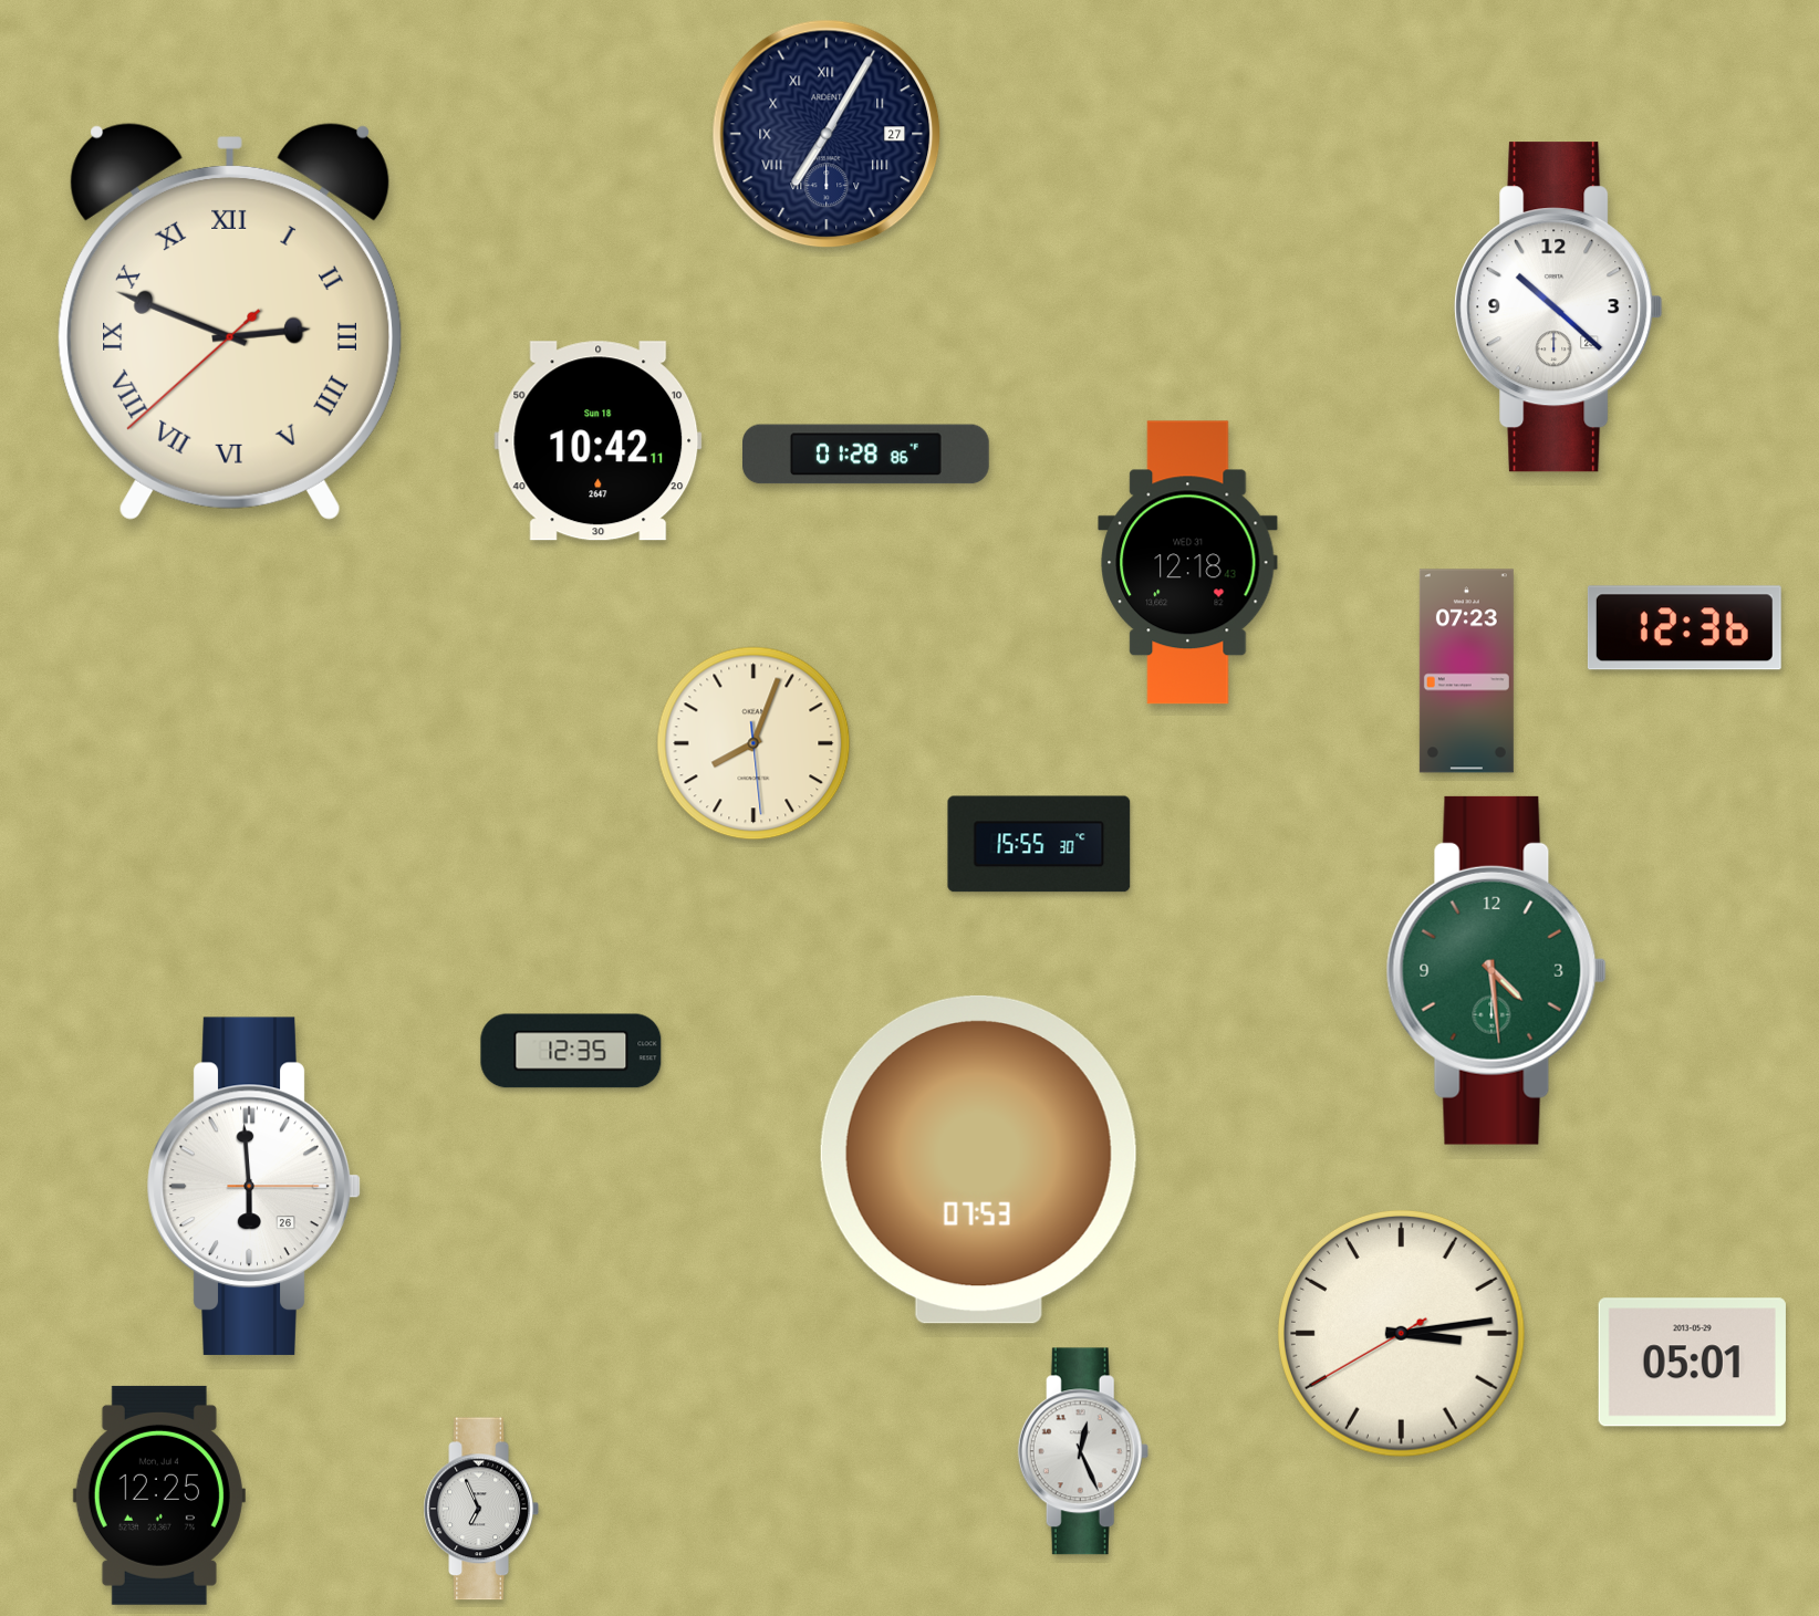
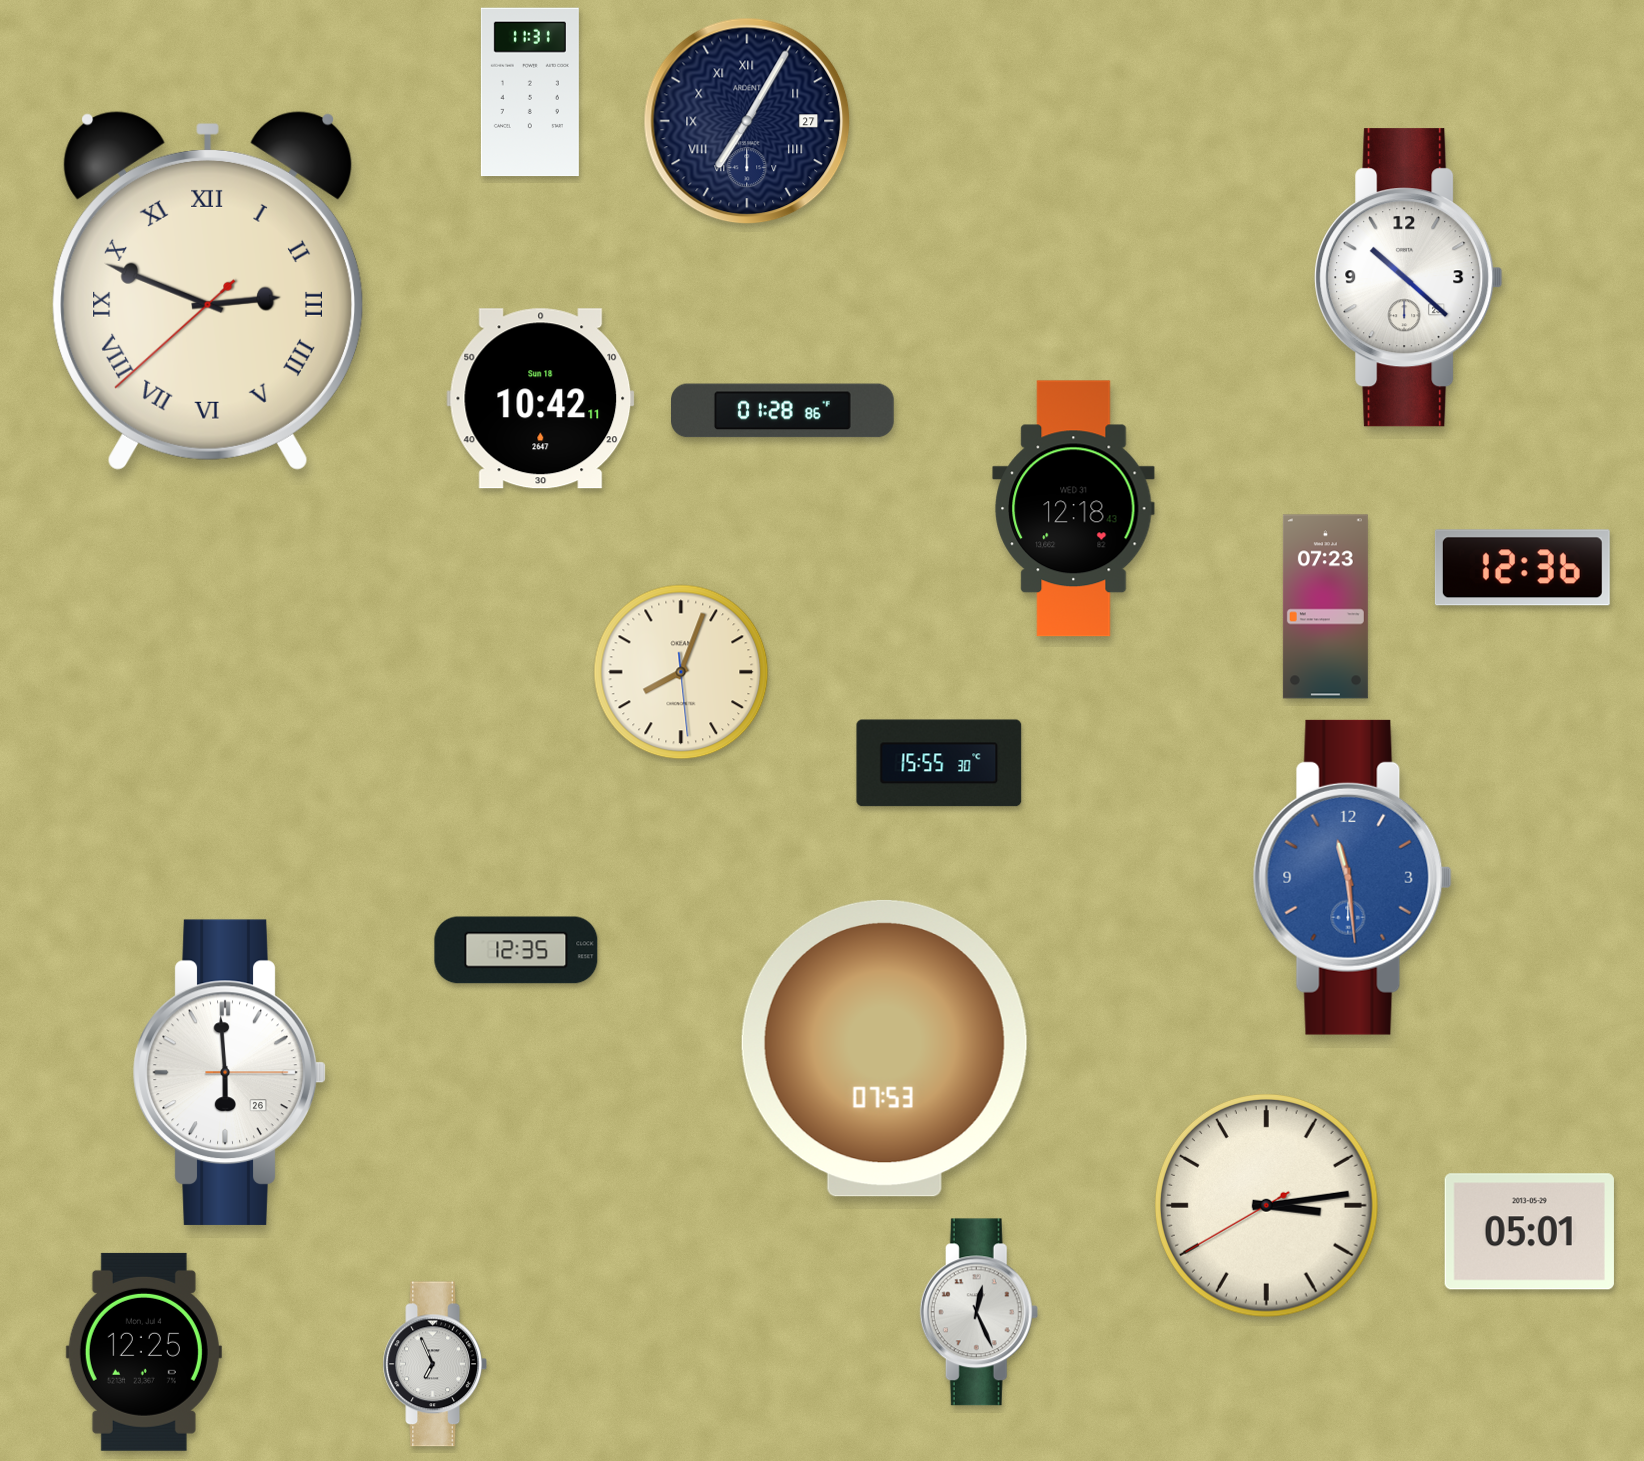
clock at (530, 92): none -> 11:31
clock at (1496, 970): 4:29 -> 11:29
clock at (1496, 970) dial: green -> blue
